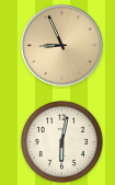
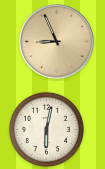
clock at (61, 141) position: (61, 141) -> (46, 129)
